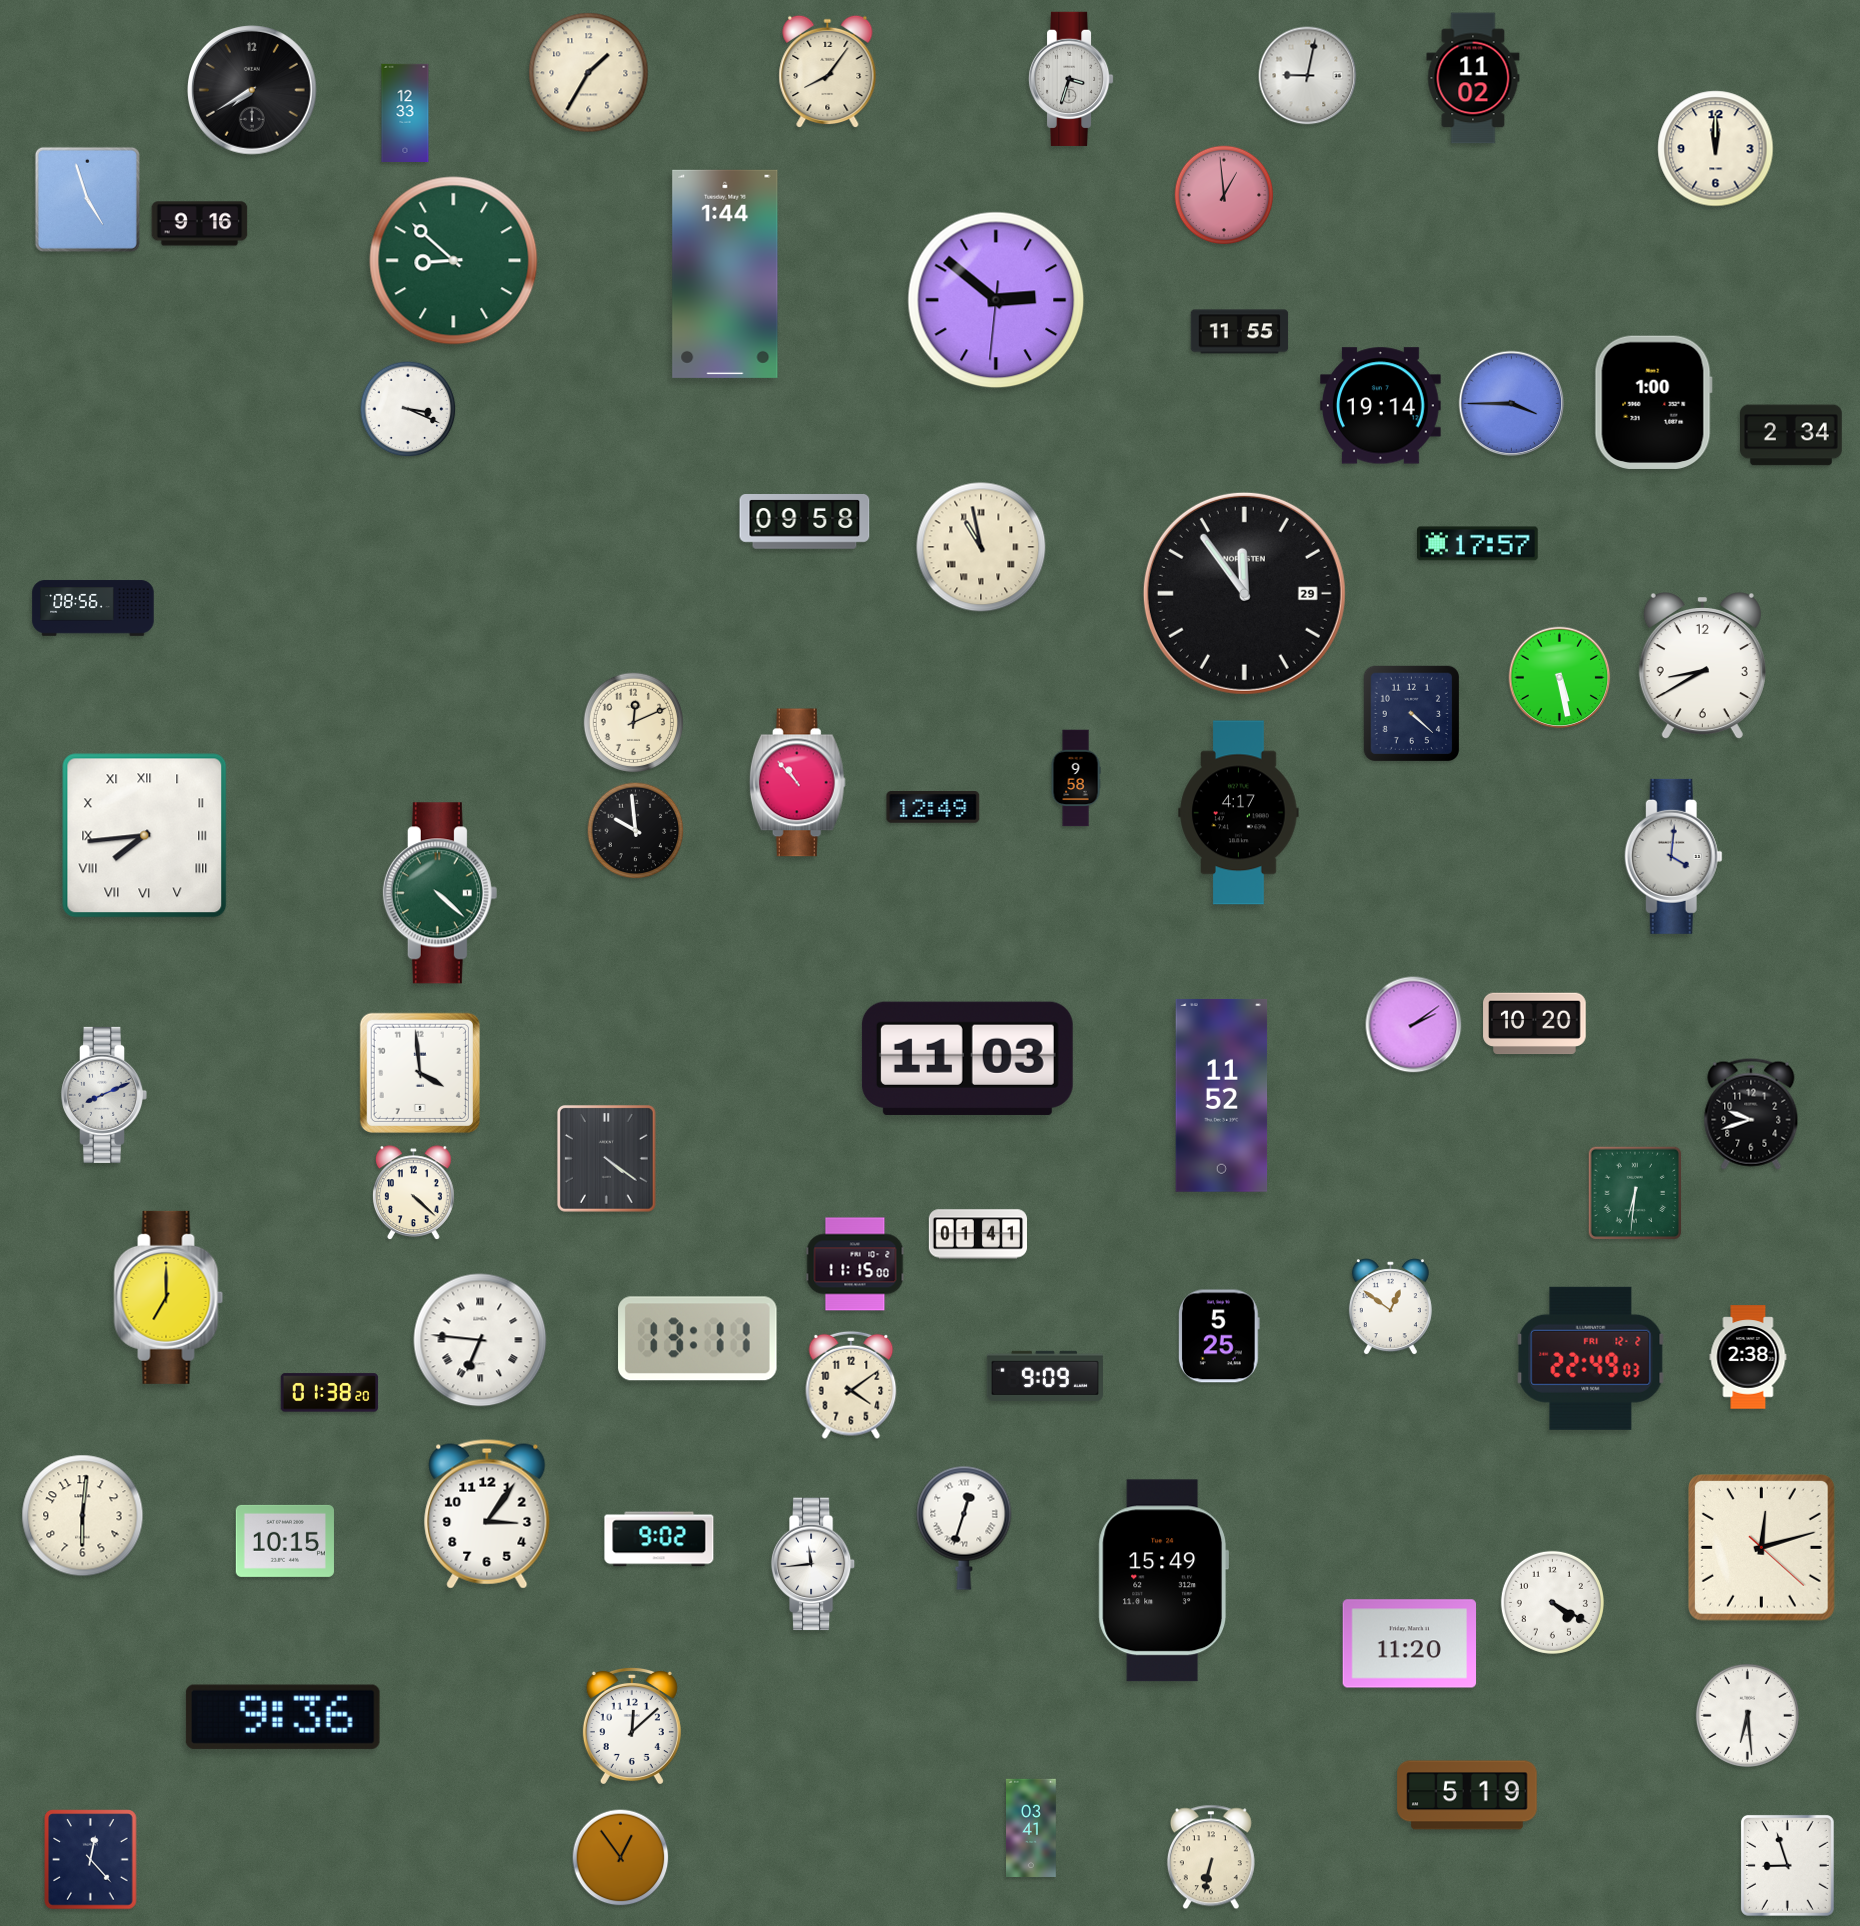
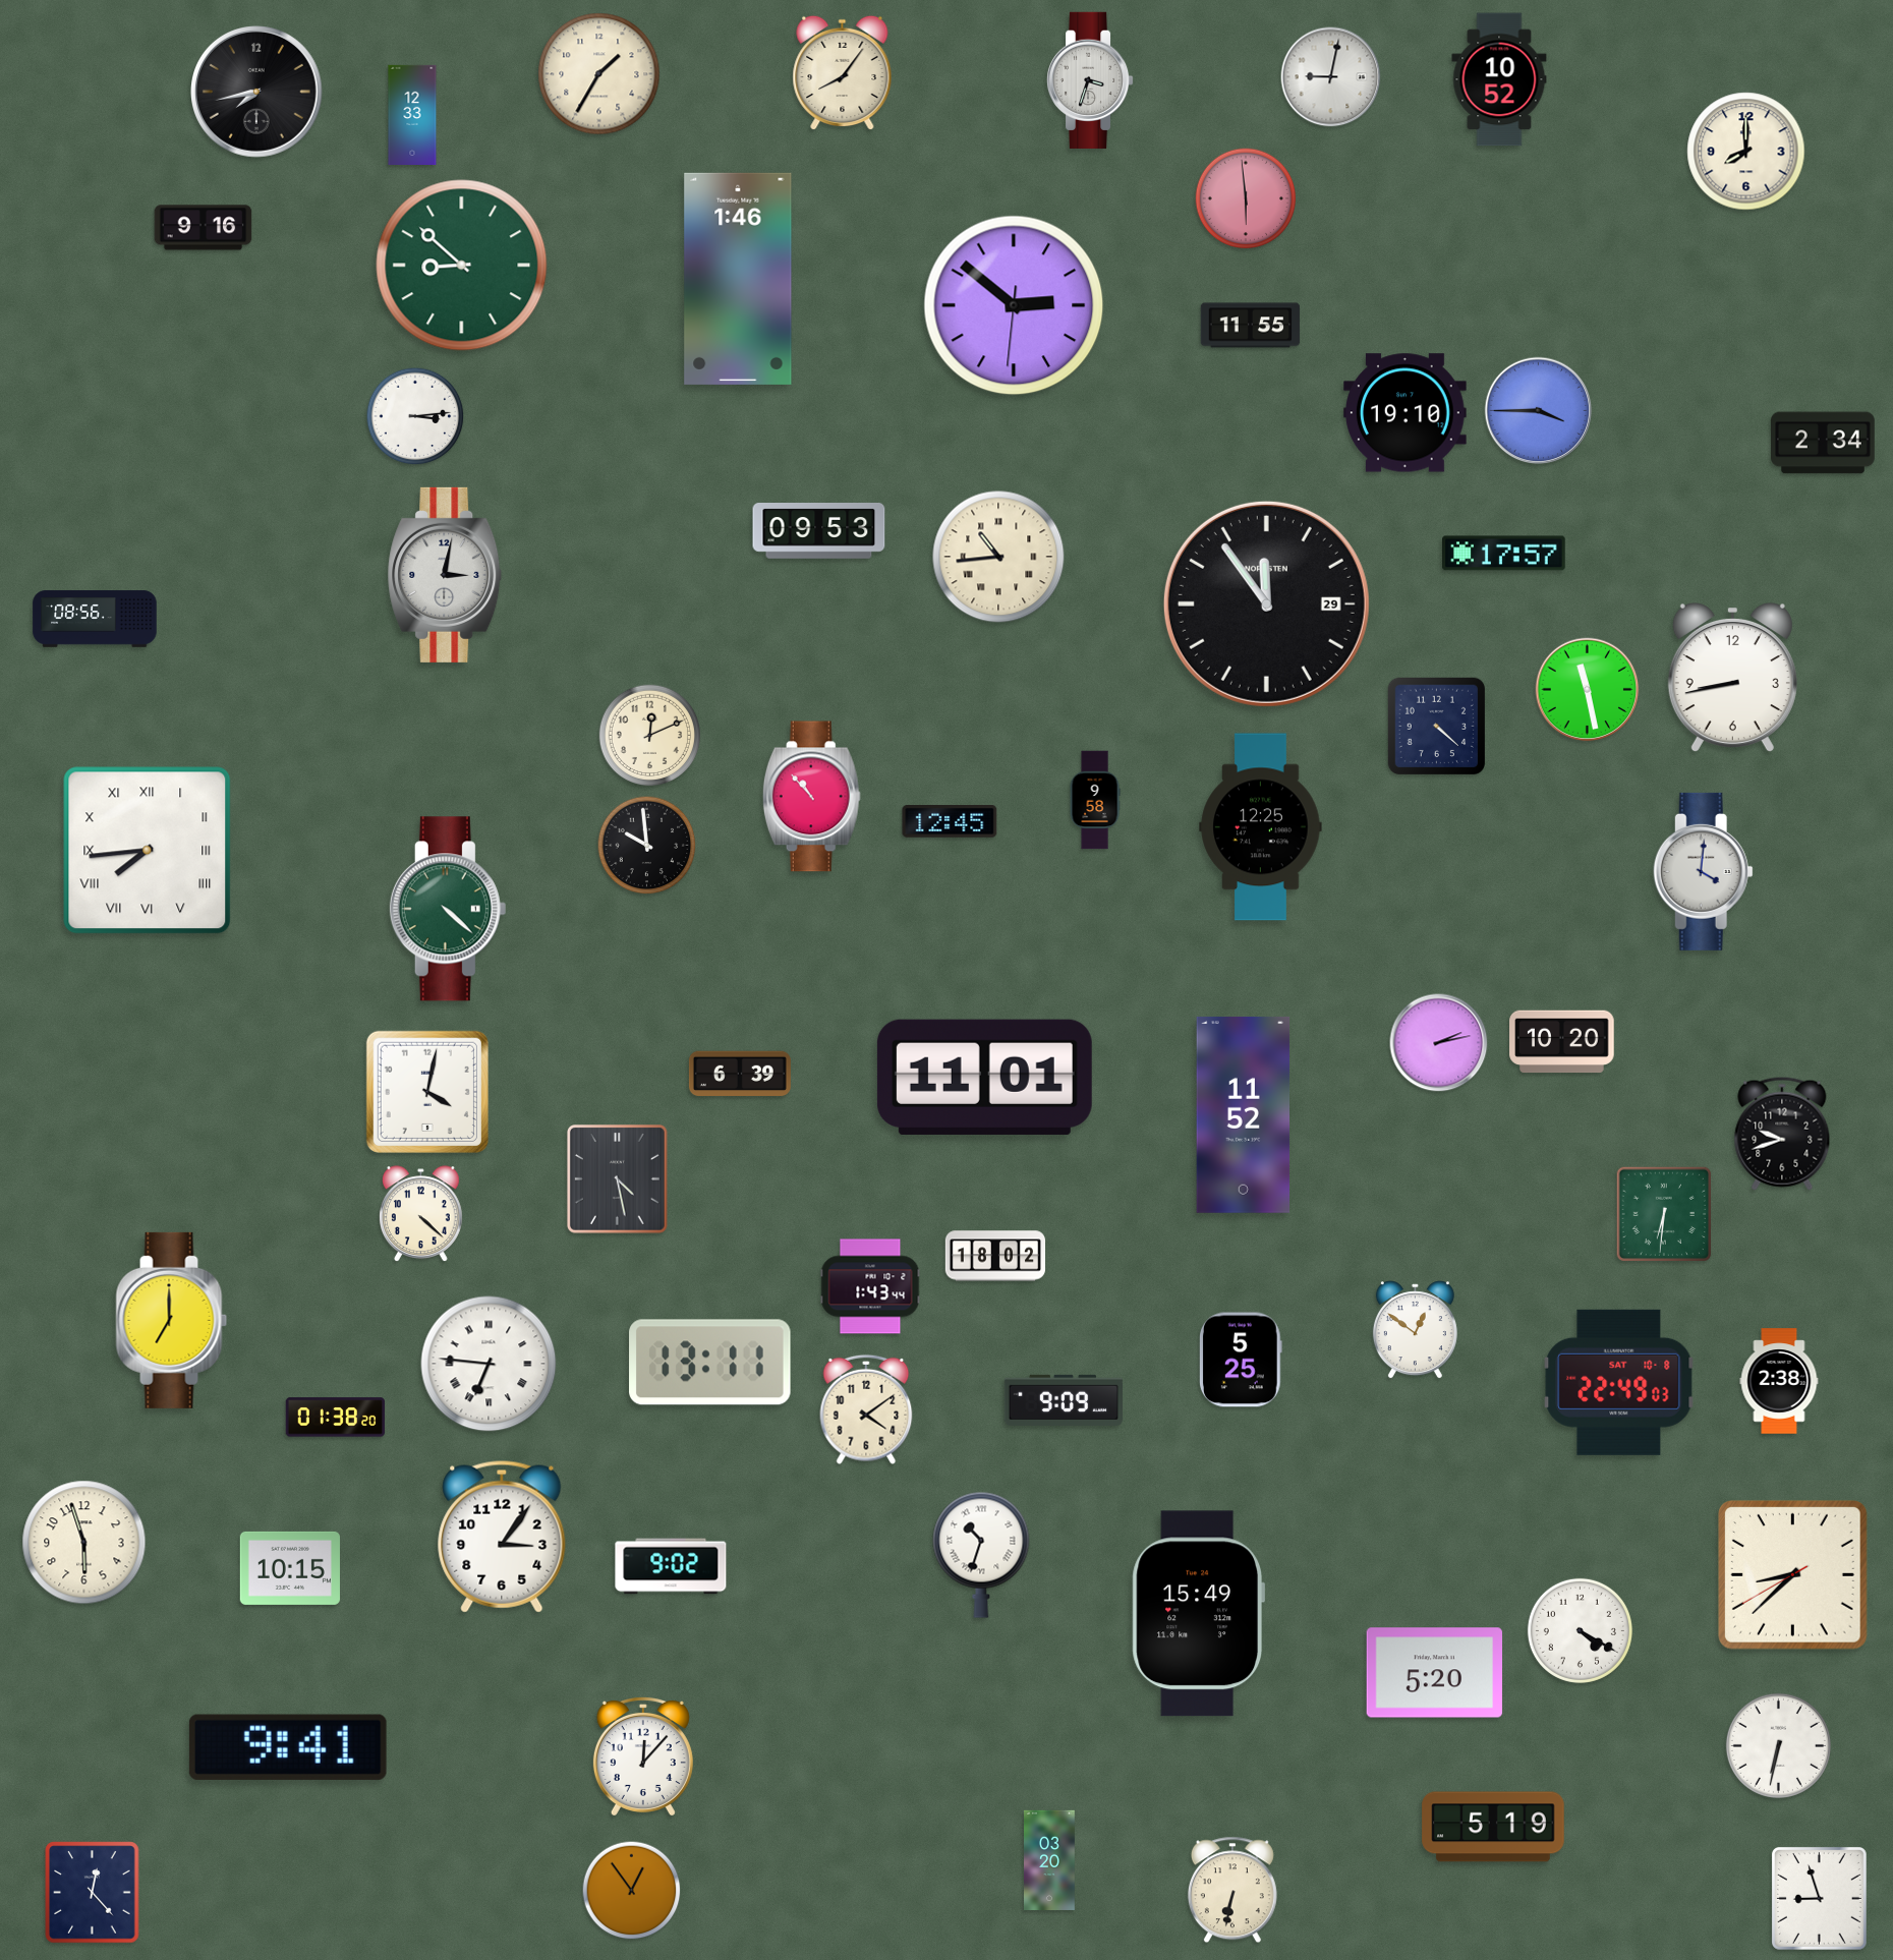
clock at (1473, 78): 11:02 -> 10:52
clock at (253, 91): 7:40 -> 7:43
clock at (1716, 149): 12:00 -> 8:00
clock at (1224, 195): 12:59 -> 5:59
clock at (87, 199): 4:57 -> none
clock at (725, 274): 1:44 -> 1:46
clock at (1240, 332) position: (1240, 332) -> (1251, 326)
clock at (1653, 402): 1:00 -> none
clock at (1381, 406): 19:14 -> 19:10
clock at (408, 409): 3:19 -> 3:14
clock at (805, 522): 09:58 -> 09:53
clock at (981, 547): 10:58 -> 10:44
clock at (445, 575): none -> 3:02
clock at (1702, 667): 8:40 -> 8:43
clock at (1560, 678): 5:28 -> 11:28
clock at (634, 723) position: (634, 723) -> (650, 736)
clock at (1076, 778) position: (1076, 778) -> (1095, 800)
clock at (933, 808): 12:49 -> 12:45
clock at (1239, 813): 4:17 -> 12:25
clock at (1414, 1025): 2:09 -> 2:13
clock at (740, 1074): none -> 6:39
clock at (967, 1058): 11:03 -> 11:01
clock at (420, 1073): 3:59 -> 4:02
clock at (104, 1095): 8:11 -> none
clock at (606, 1159): 4:21 -> 4:28
clock at (977, 1234): 01:41 -> 18:02
clock at (855, 1264): 11:15 -> 1:43
clock at (1591, 1358) date: FRI 12-2 -> SAT 10-8
clock at (487, 1514) position: (487, 1514) -> (502, 1537)
clock at (83, 1516): 6:01 -> 5:57
clock at (964, 1528): 12:33 -> 10:33
clock at (1761, 1547): 12:12 -> 8:37
clock at (813, 1564): 11:44 -> none
clock at (1163, 1581) position: (1163, 1581) -> (1198, 1614)
clock at (1410, 1644): 11:20 -> 5:20
clock at (1747, 1715): 6:29 -> 6:32
clock at (283, 1717): 9:36 -> 9:41
clock at (632, 1725): 12:08 -> 12:07
clock at (1032, 1827): 03:41 -> 03:20
